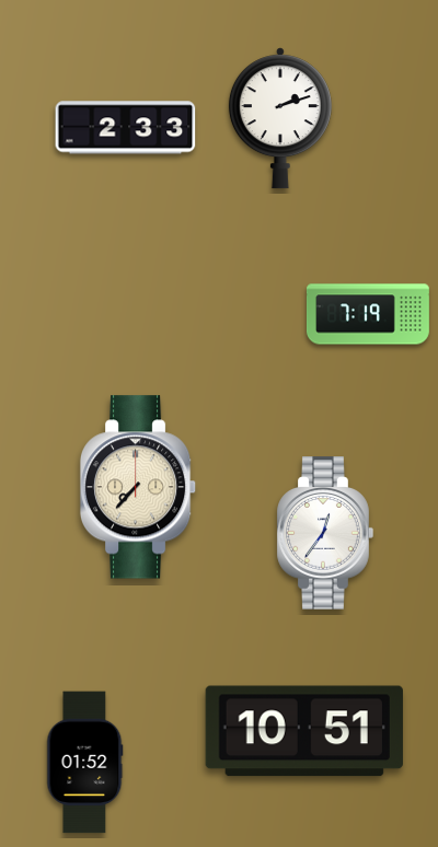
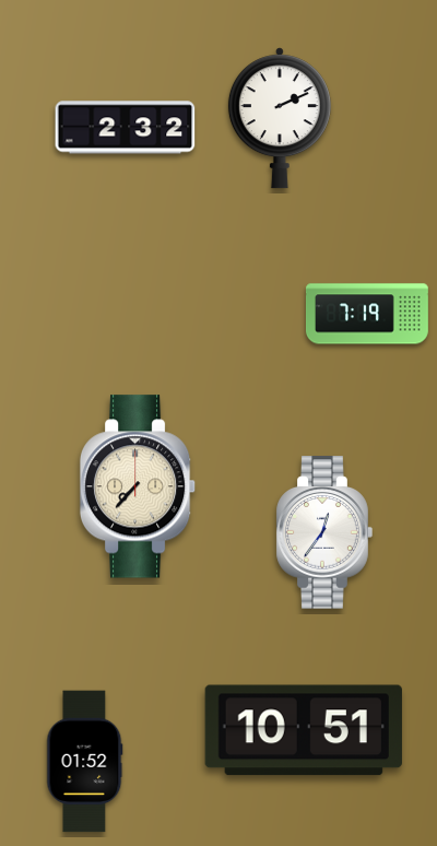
clock at (280, 118): 2:12 -> 2:11
clock at (126, 128): 2:33 -> 2:32
